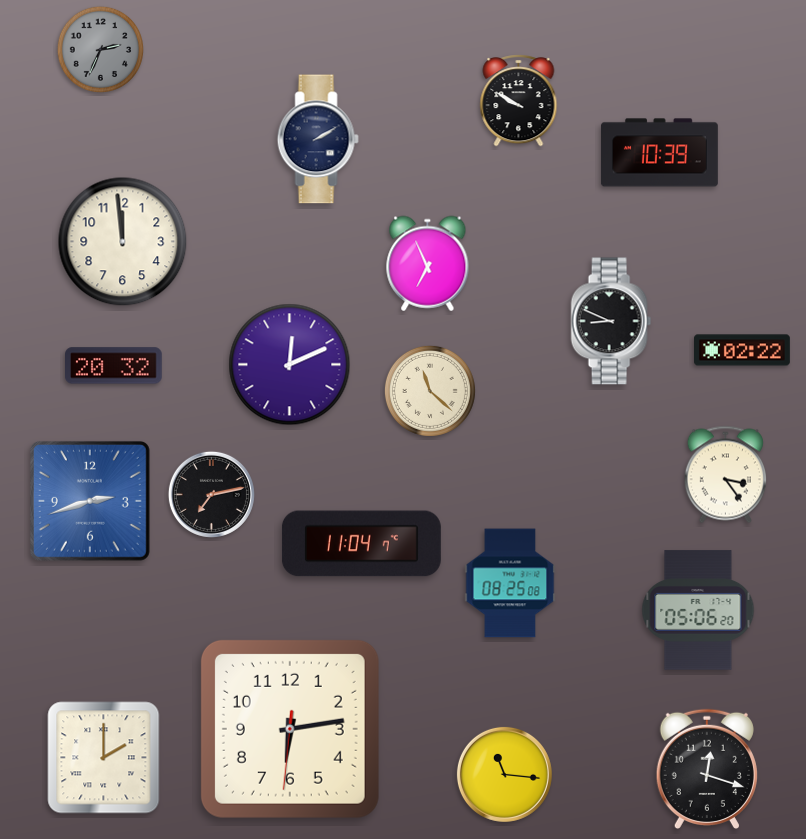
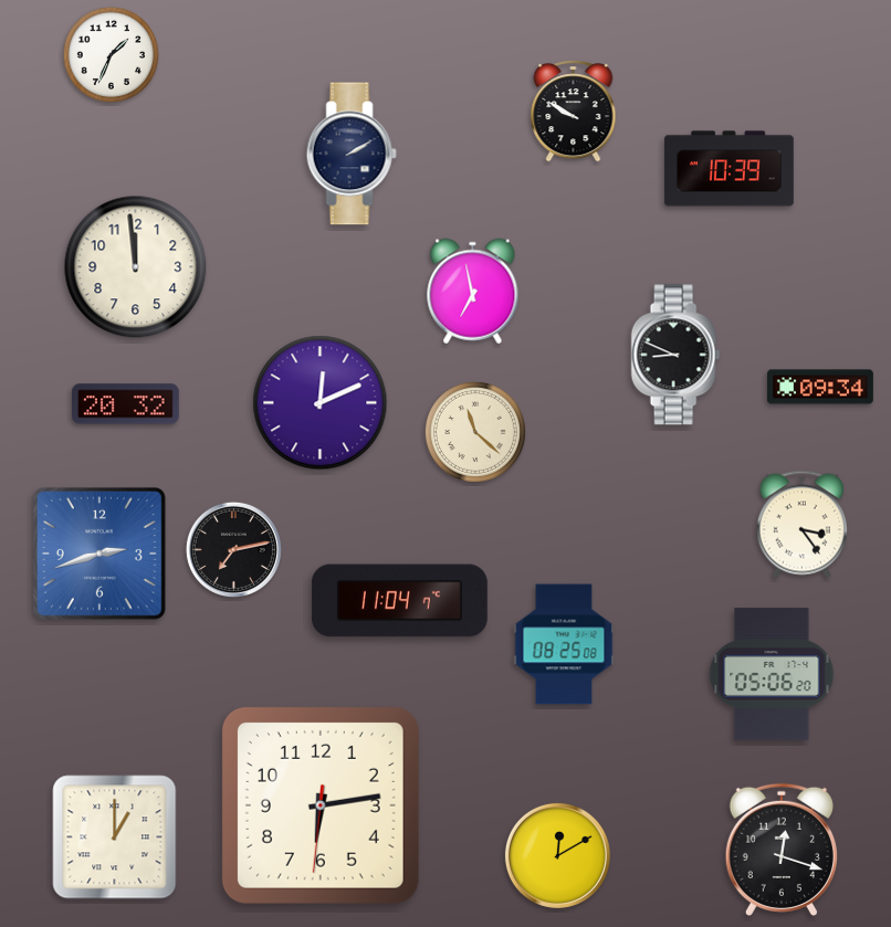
clock at (100, 49): 2:34 -> 1:34
clock at (100, 49) dial: grey -> white
clock at (428, 264): 6:56 -> 6:58
clock at (743, 350): 02:22 -> 09:34
clock at (211, 494) position: (211, 494) -> (233, 549)
clock at (104, 758): 2:00 -> 1:00
clock at (504, 774): 11:16 -> 12:10
